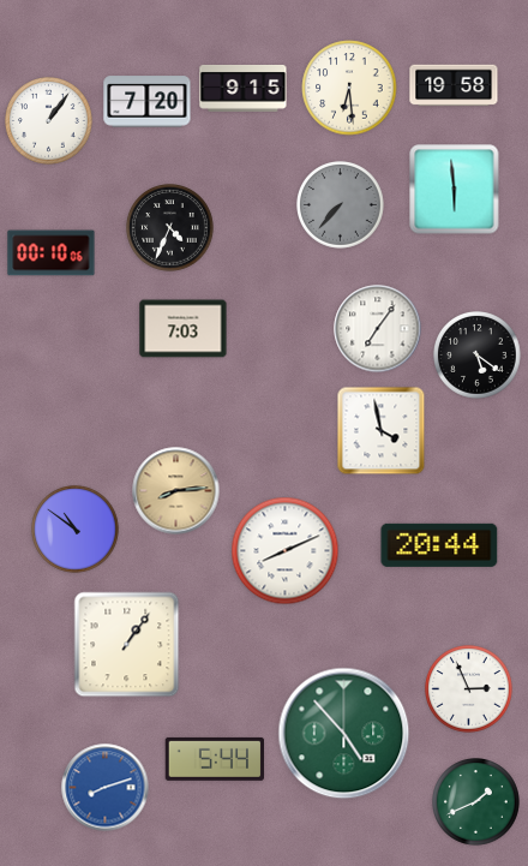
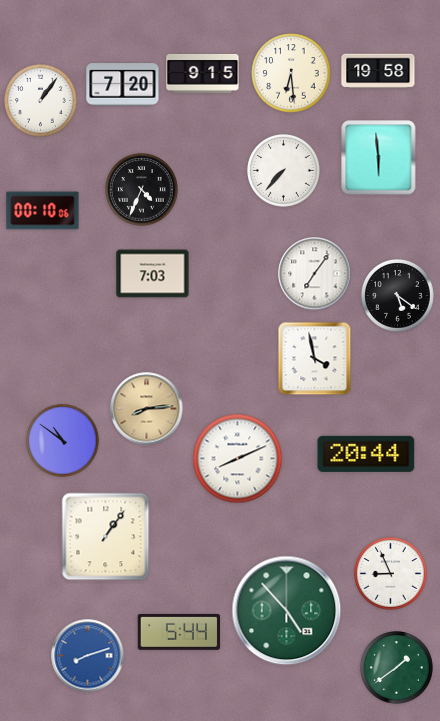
clock at (341, 205) dial: grey -> white
clock at (382, 431) position: (382, 431) -> (315, 359)
clock at (469, 689): 2:56 -> 8:56
clock at (476, 802): 1:41 -> 1:39
